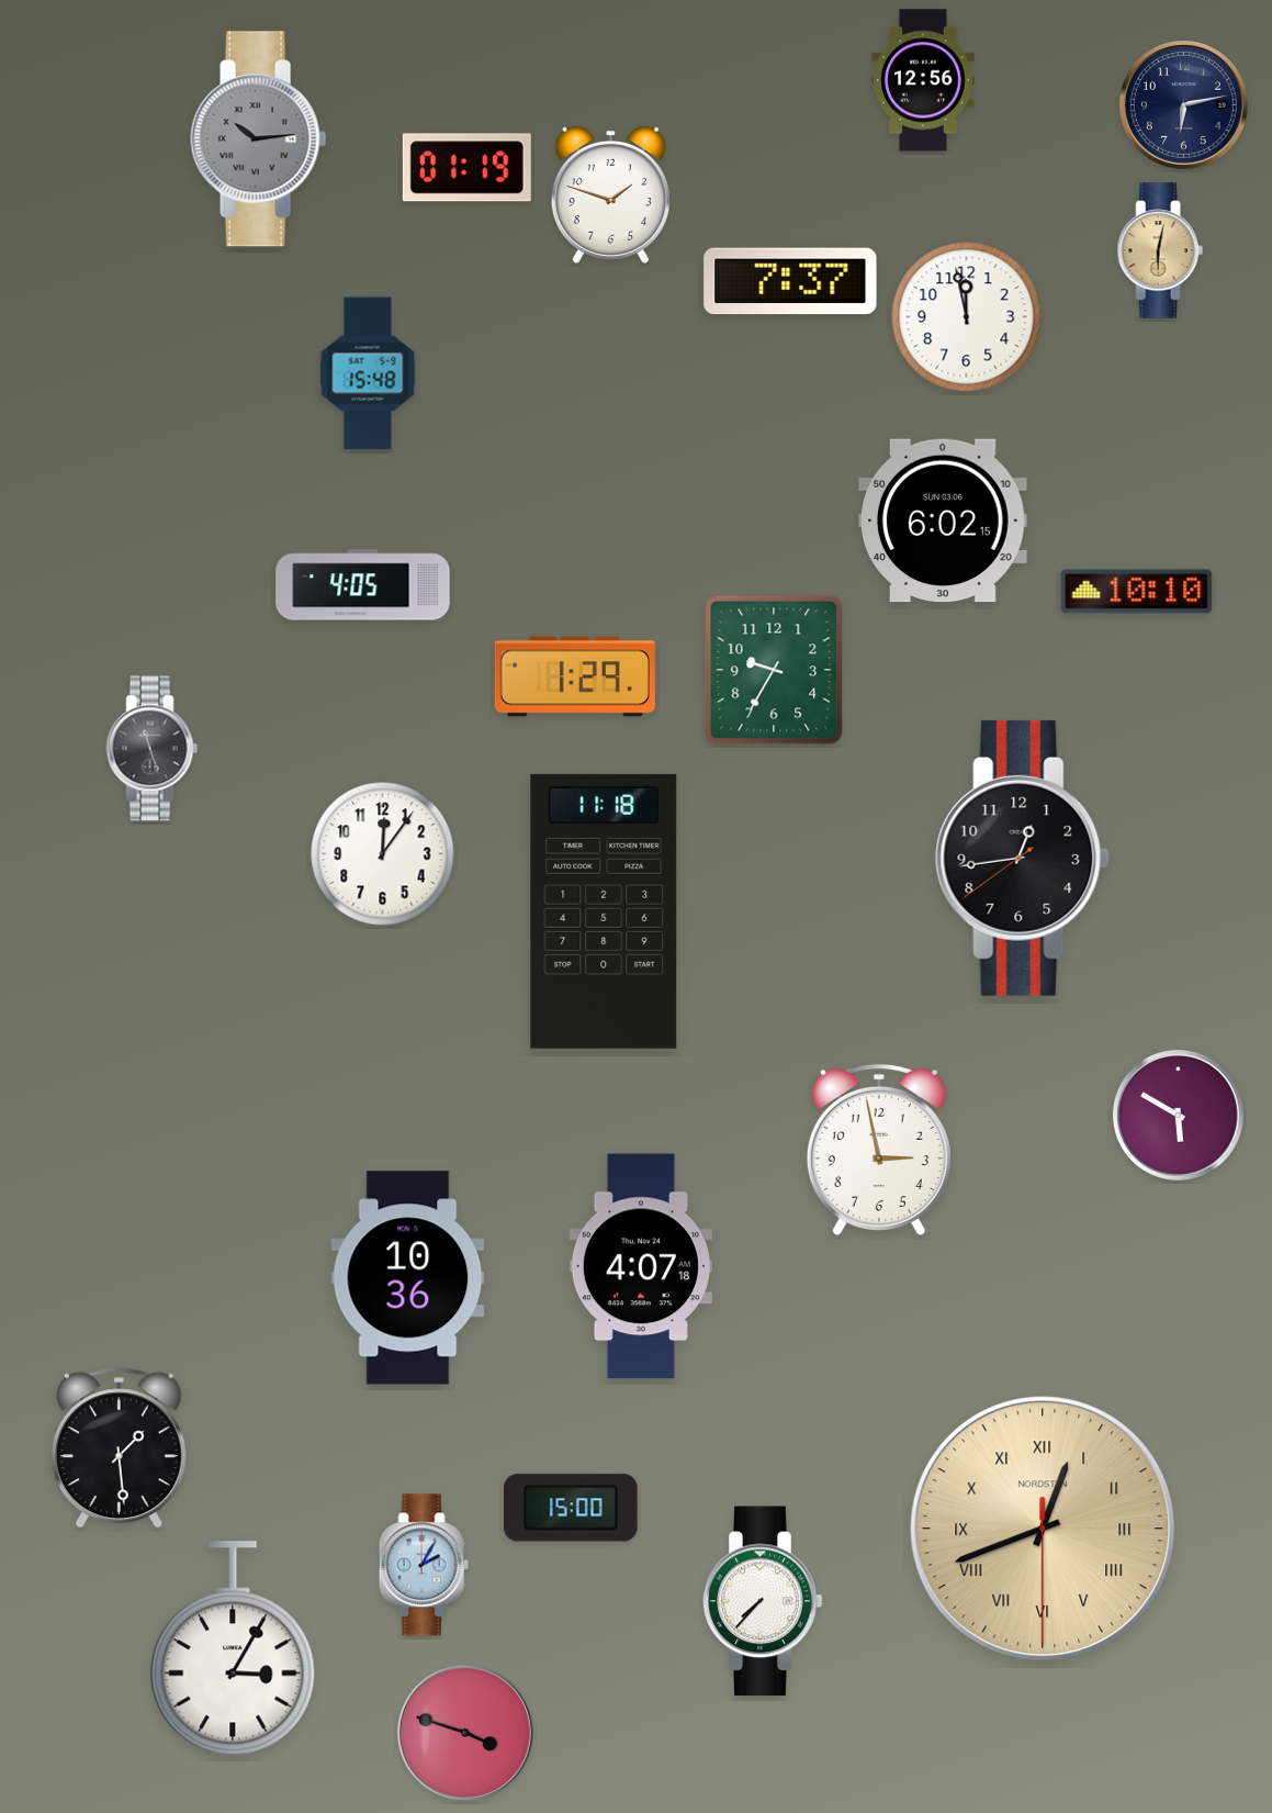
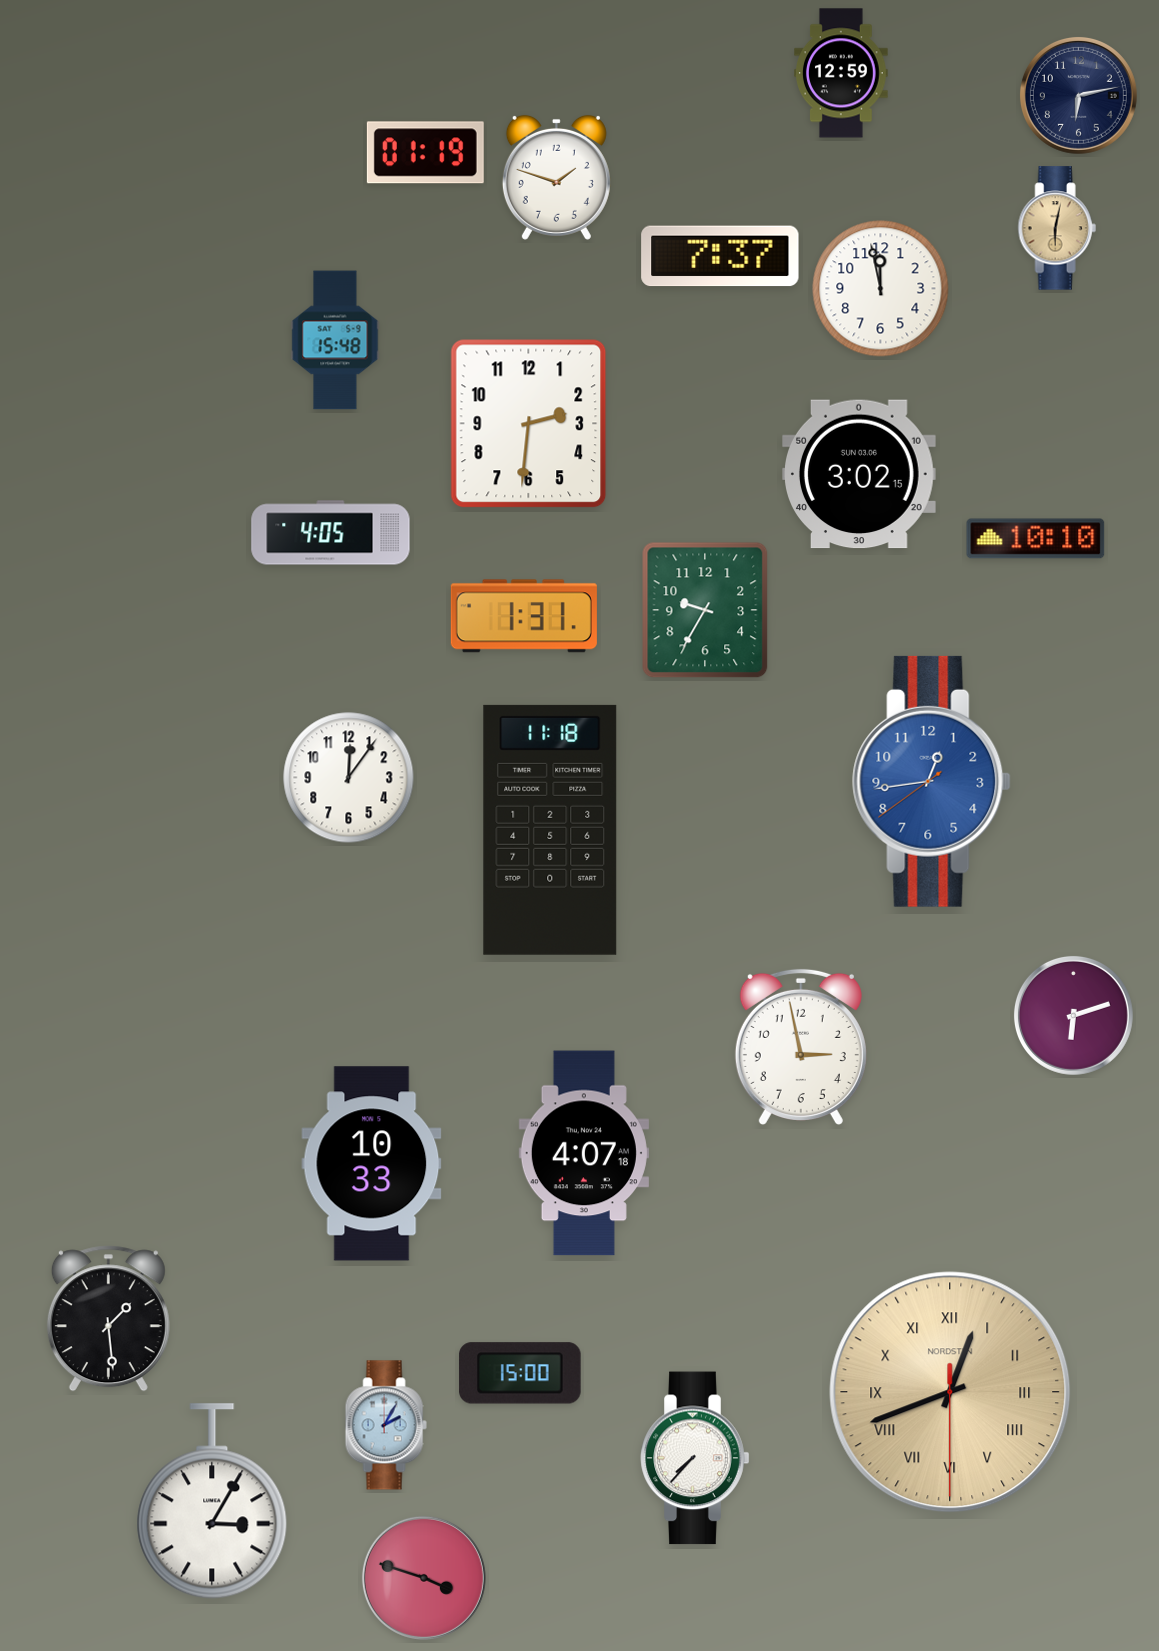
clock at (924, 80): 12:56 -> 12:59
clock at (259, 139): 10:14 -> none
clock at (529, 424): none -> 2:31
clock at (944, 521): 6:02 -> 3:02
clock at (575, 676): 1:29 -> 1:31
clock at (153, 749): 11:27 -> none
clock at (1023, 858) dial: black -> blue
clock at (1178, 1115): 5:50 -> 6:12
clock at (408, 1278): 10:36 -> 10:33
